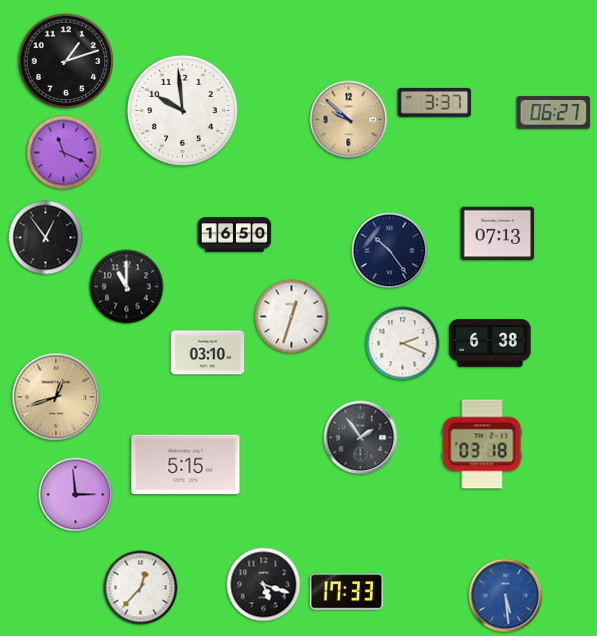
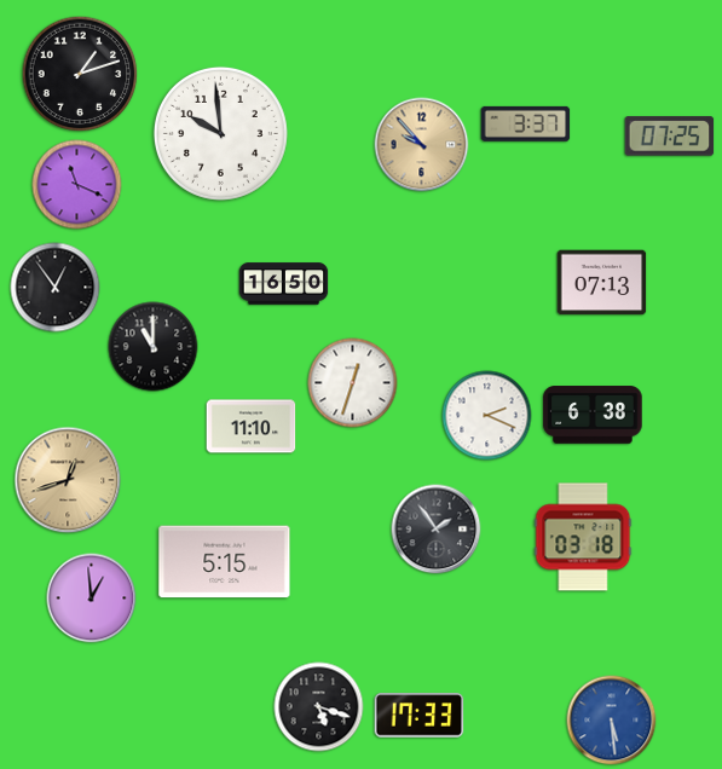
clock at (554, 113): 06:27 -> 07:25
clock at (349, 120): 9:52 -> 9:53
clock at (390, 251): 10:24 -> none
clock at (208, 353): 03:10 -> 11:10
clock at (76, 495): 2:59 -> 12:59
clock at (141, 588): 12:37 -> none
